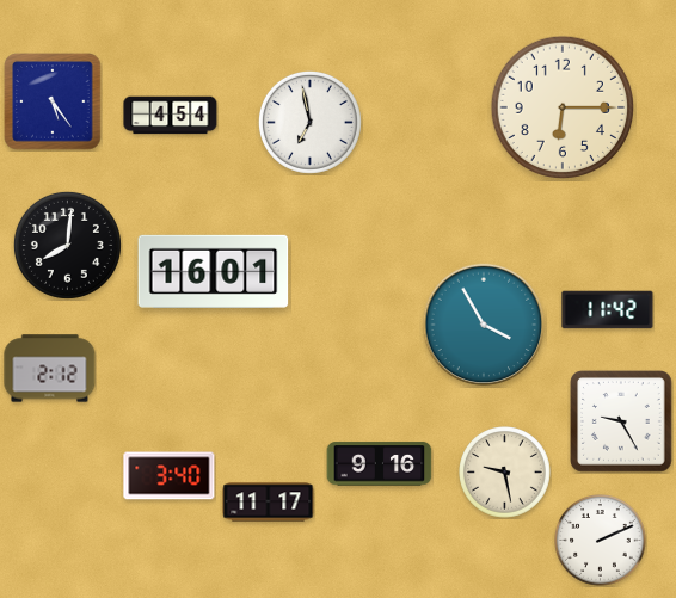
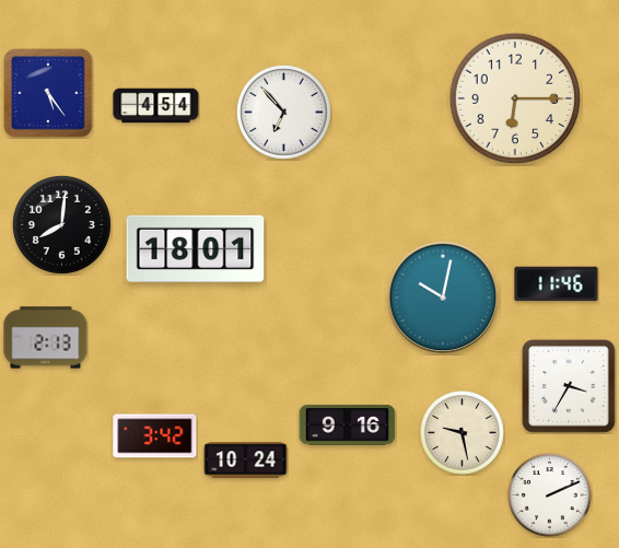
clock at (309, 122): 6:58 -> 6:53
clock at (214, 271): 16:01 -> 18:01
clock at (608, 310): 11:42 -> 11:46
clock at (484, 325): 3:55 -> 10:02
clock at (50, 369): 2:12 -> 2:13
clock at (621, 421): 9:25 -> 3:35
clock at (170, 476): 3:40 -> 3:42
clock at (269, 503): 11:17 -> 10:24
